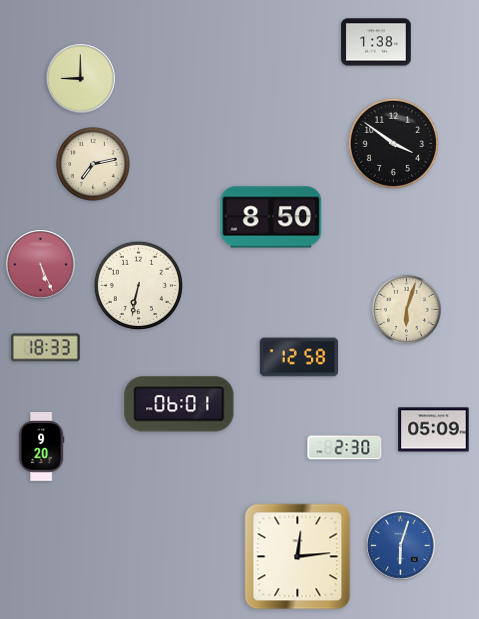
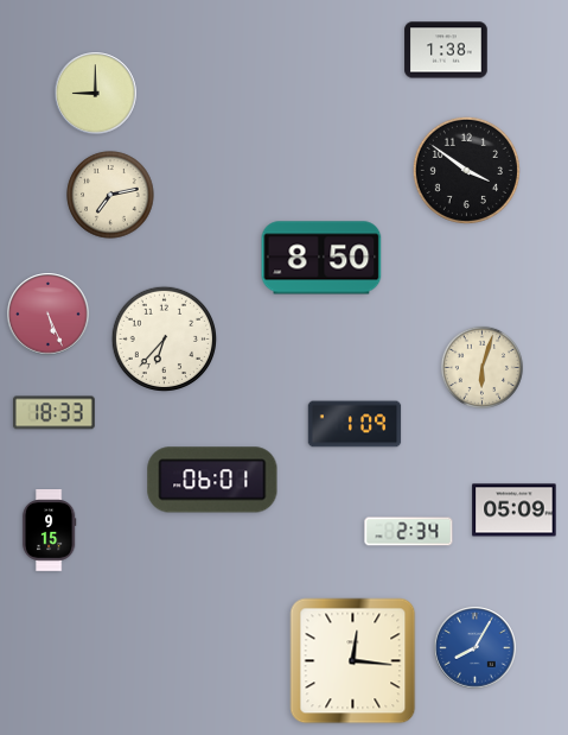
clock at (139, 286): 6:32 -> 6:37
clock at (299, 357): 12:58 -> 1:09
clock at (41, 447): 9:20 -> 9:15
clock at (345, 448): 2:30 -> 2:34
clock at (401, 546): 6:03 -> 8:05
clock at (298, 557): 12:14 -> 12:16
